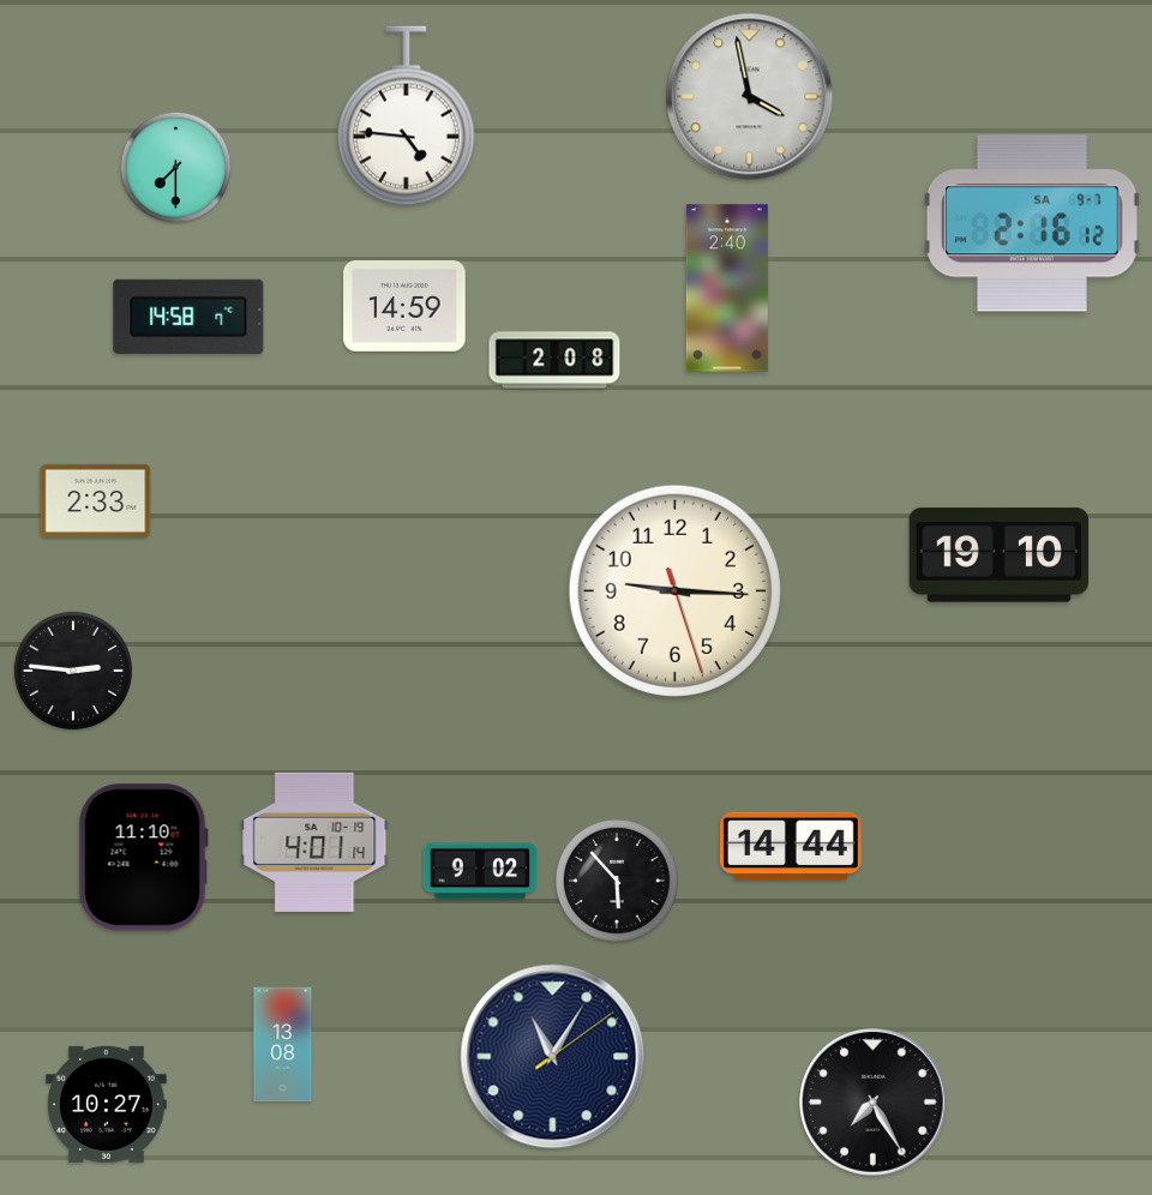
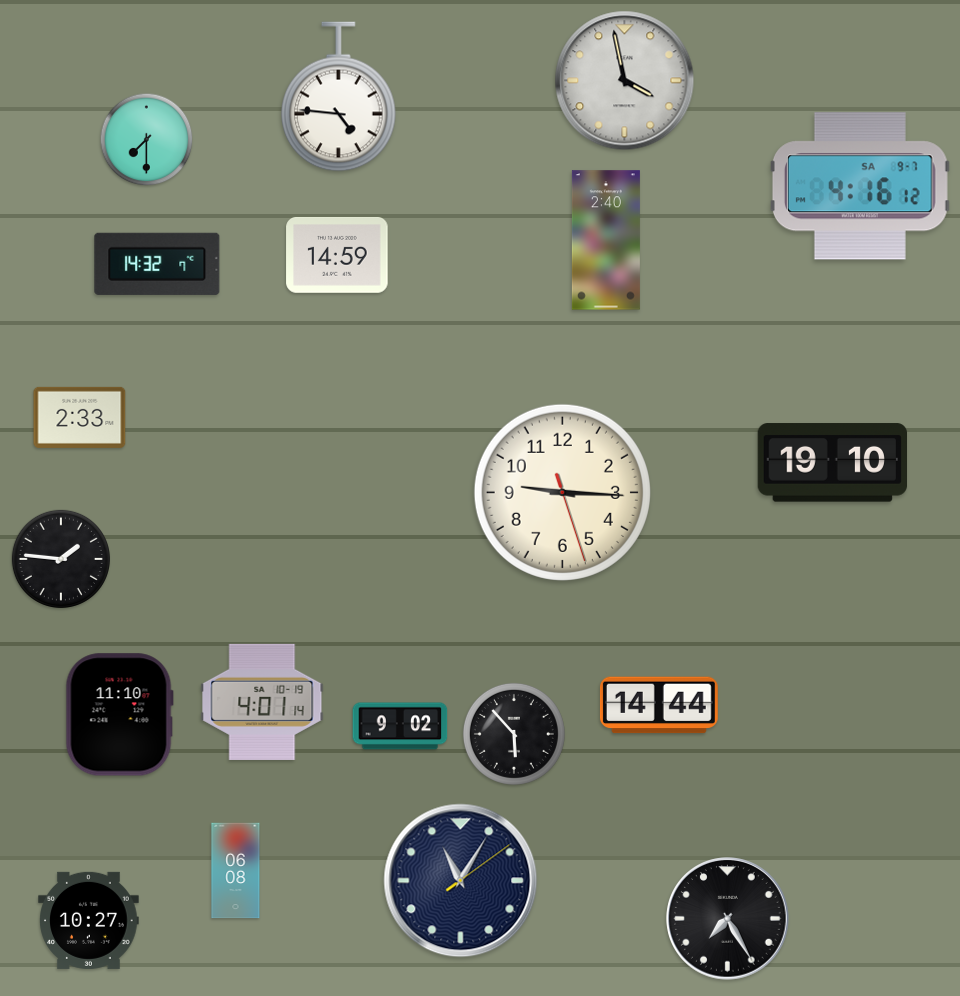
clock at (1032, 223): 2:16 -> 4:16
clock at (188, 317): 14:58 -> 14:32
clock at (554, 360): 2:08 -> none
clock at (73, 671): 2:46 -> 1:46
clock at (283, 1045): 13:08 -> 06:08
